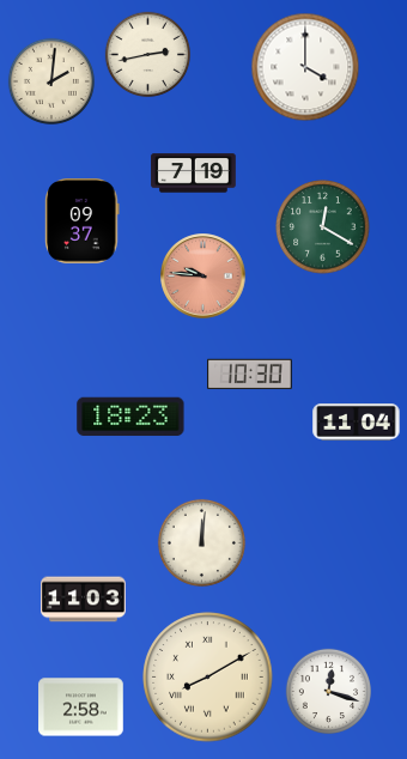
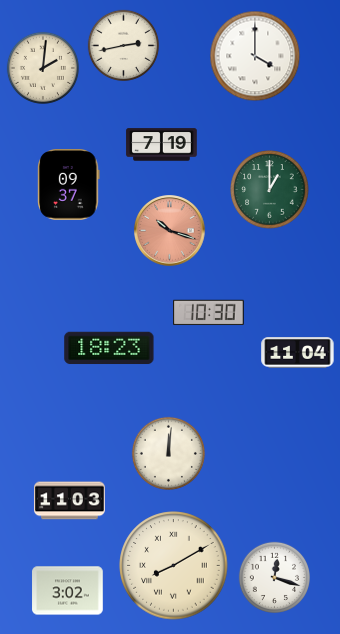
clock at (323, 227): 12:20 -> 1:00
clock at (203, 277): 9:46 -> 10:18
clock at (81, 708): 2:58 -> 3:02
